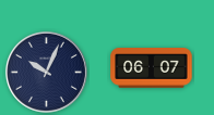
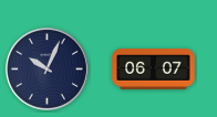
clock at (46, 72) position: (46, 72) -> (46, 68)
